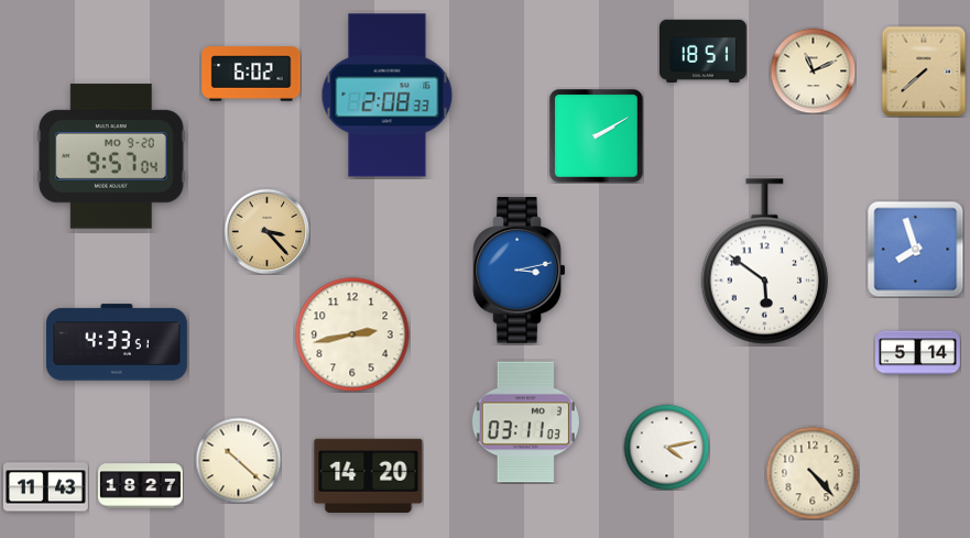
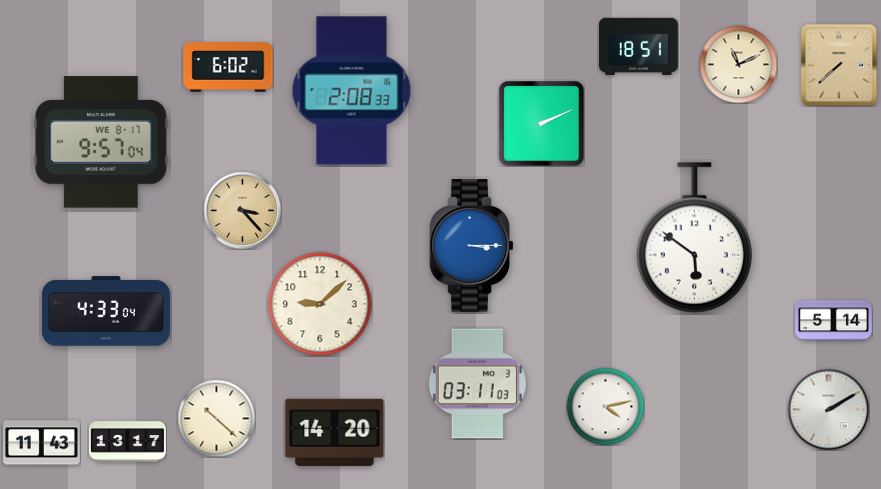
clock at (388, 96) position: (388, 96) -> (352, 91)
clock at (597, 136): 2:10 -> 2:11
clock at (111, 156) date: MO 9-20 -> WE 8-17
clock at (915, 249): 7:57 -> none
clock at (520, 271): 3:13 -> 3:15
clock at (352, 334): 2:43 -> 9:08
clock at (117, 342): 4:33:51 -> 4:33:04
clock at (828, 409): none -> 2:10
clock at (813, 473): 4:23 -> none
clock at (140, 486): 18:27 -> 13:17
